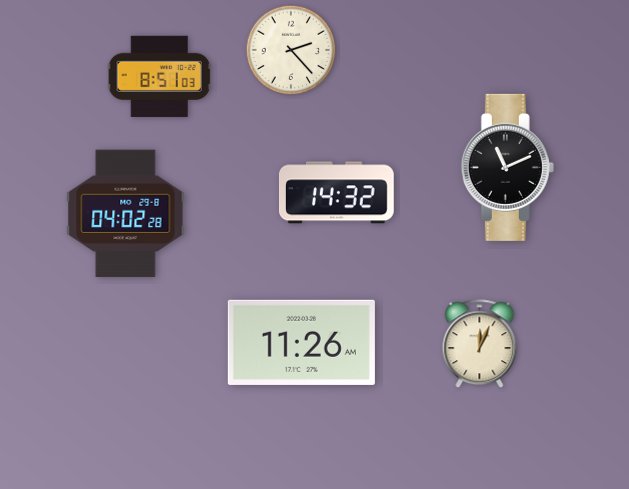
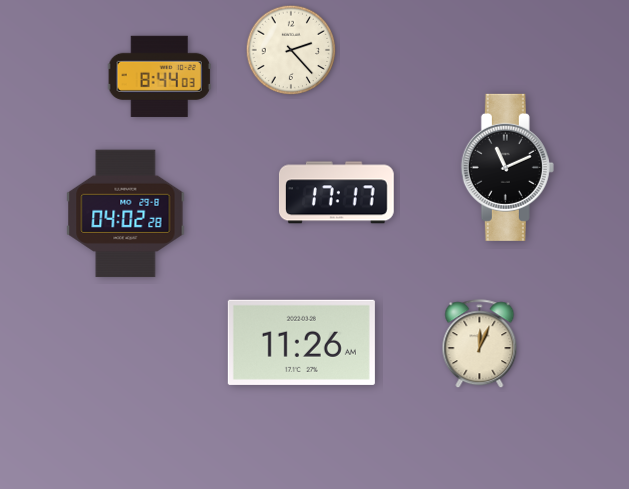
clock at (159, 76): 8:51 -> 8:44
clock at (336, 193): 14:32 -> 17:17
